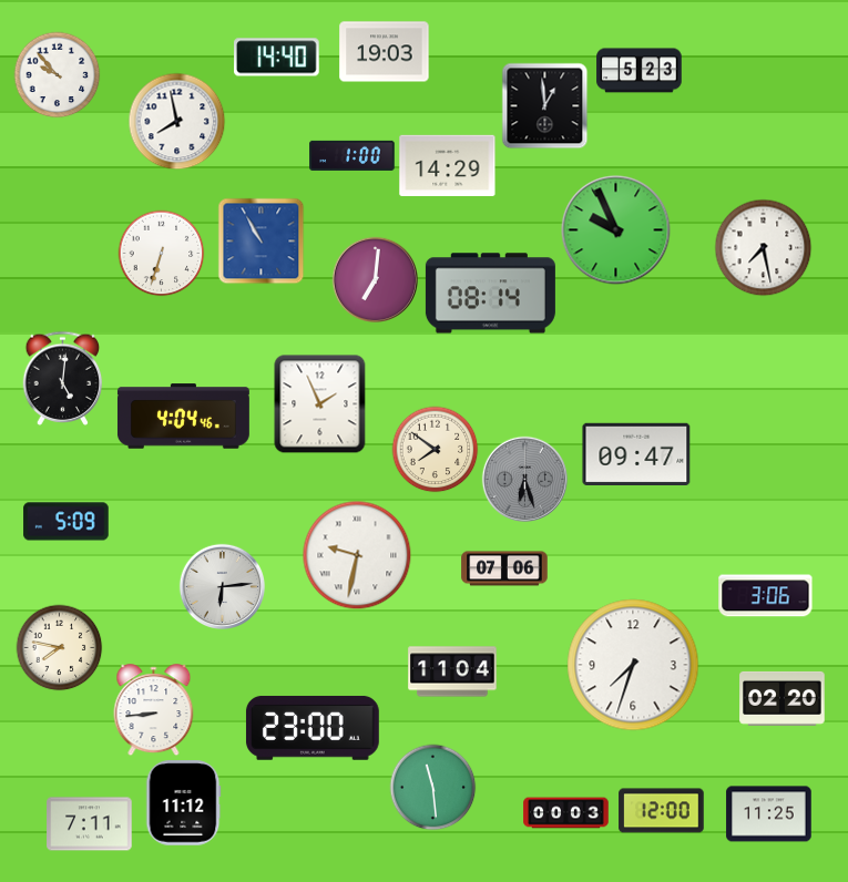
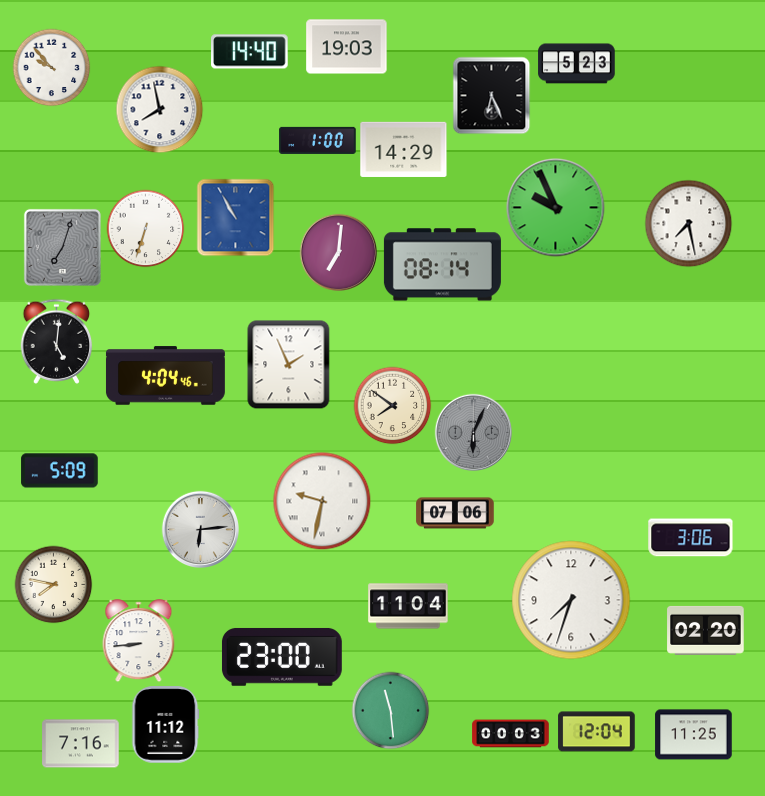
clock at (544, 105): 12:59 -> 6:26
clock at (62, 247): none -> 7:03
clock at (636, 453): 09:47 -> none
clock at (524, 479): 6:27 -> 6:04
clock at (662, 811): 12:00 -> 12:04
clock at (90, 824): 7:11 -> 7:16
